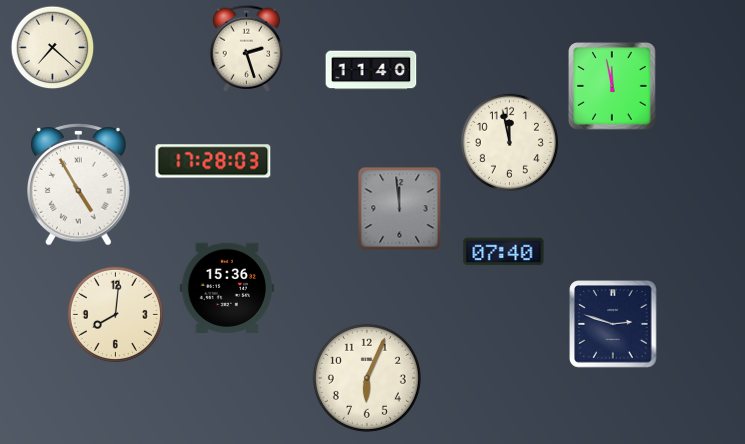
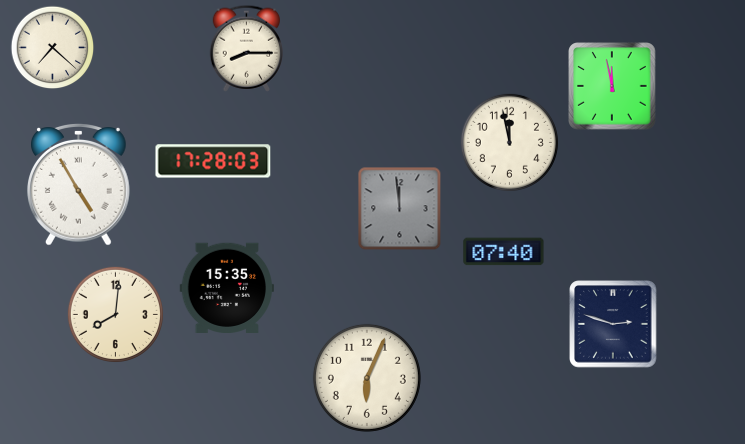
clock at (247, 48): 2:27 -> 8:15
clock at (371, 70): 11:40 -> none
clock at (227, 287): 15:36 -> 15:35
